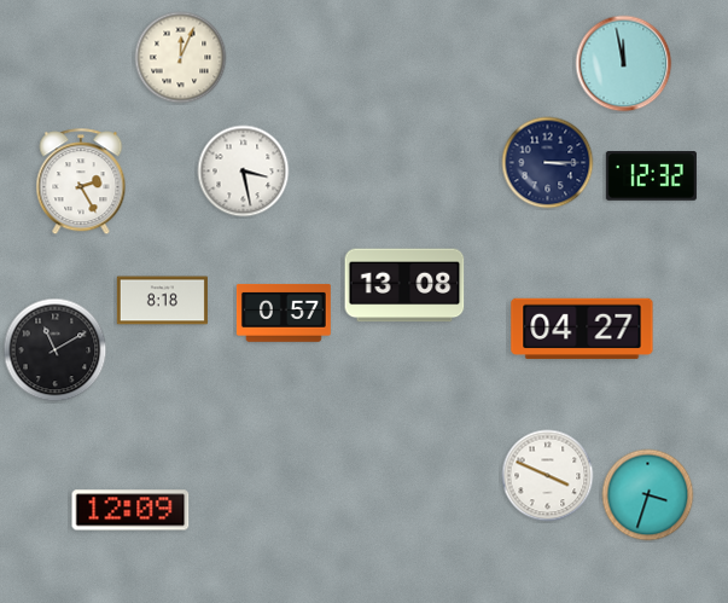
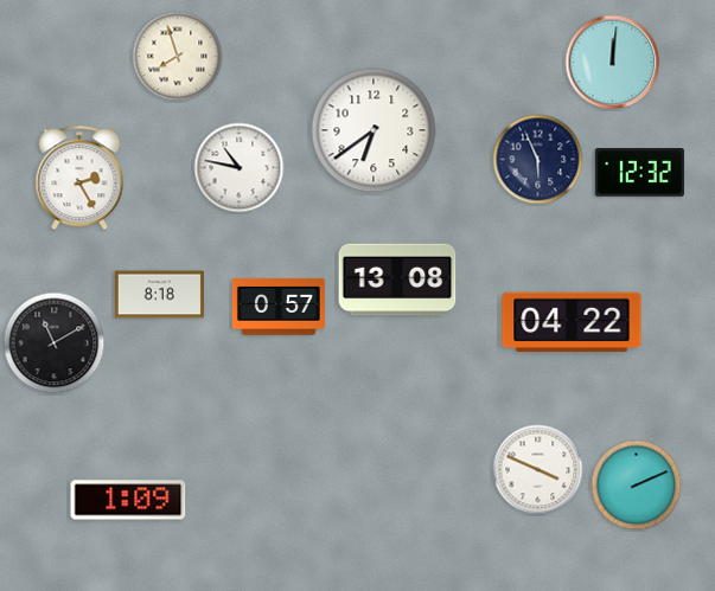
clock at (181, 58): 12:04 -> 7:57
clock at (624, 64): 11:58 -> 12:01
clock at (374, 130): none -> 6:39
clock at (548, 163): 3:15 -> 5:56
clock at (244, 172): 3:28 -> 10:47
clock at (582, 329): 04:27 -> 04:22
clock at (548, 476) position: (548, 476) -> (538, 470)
clock at (648, 495): 3:33 -> 2:11
clock at (130, 510): 12:09 -> 1:09
